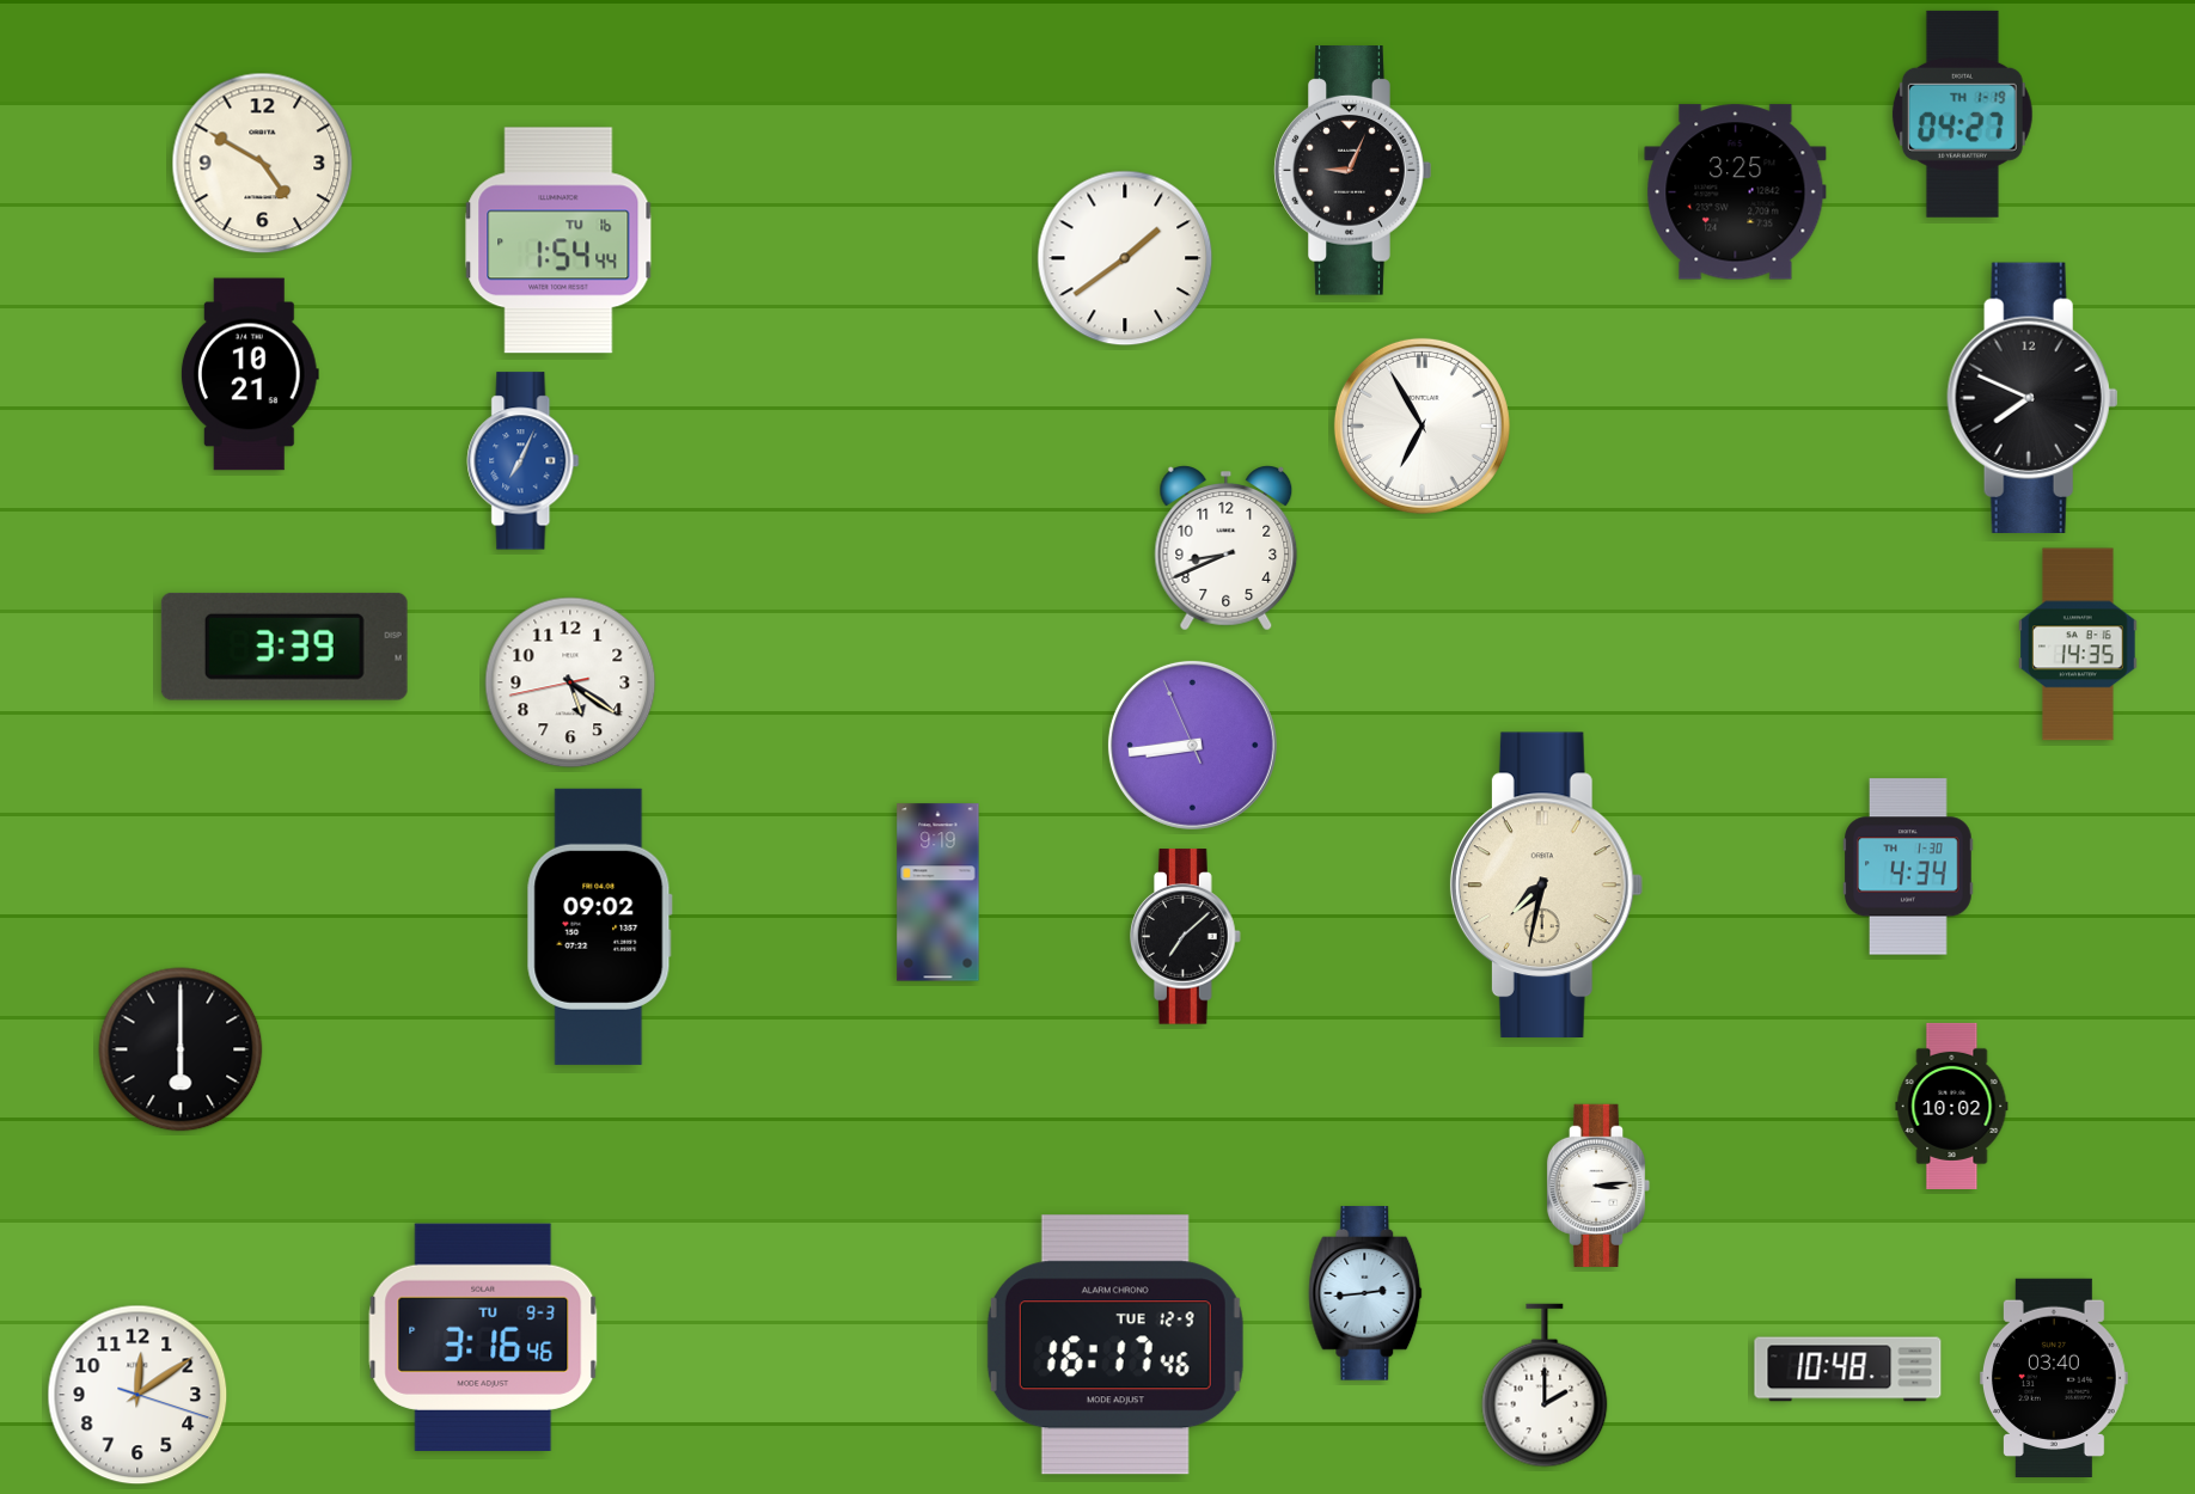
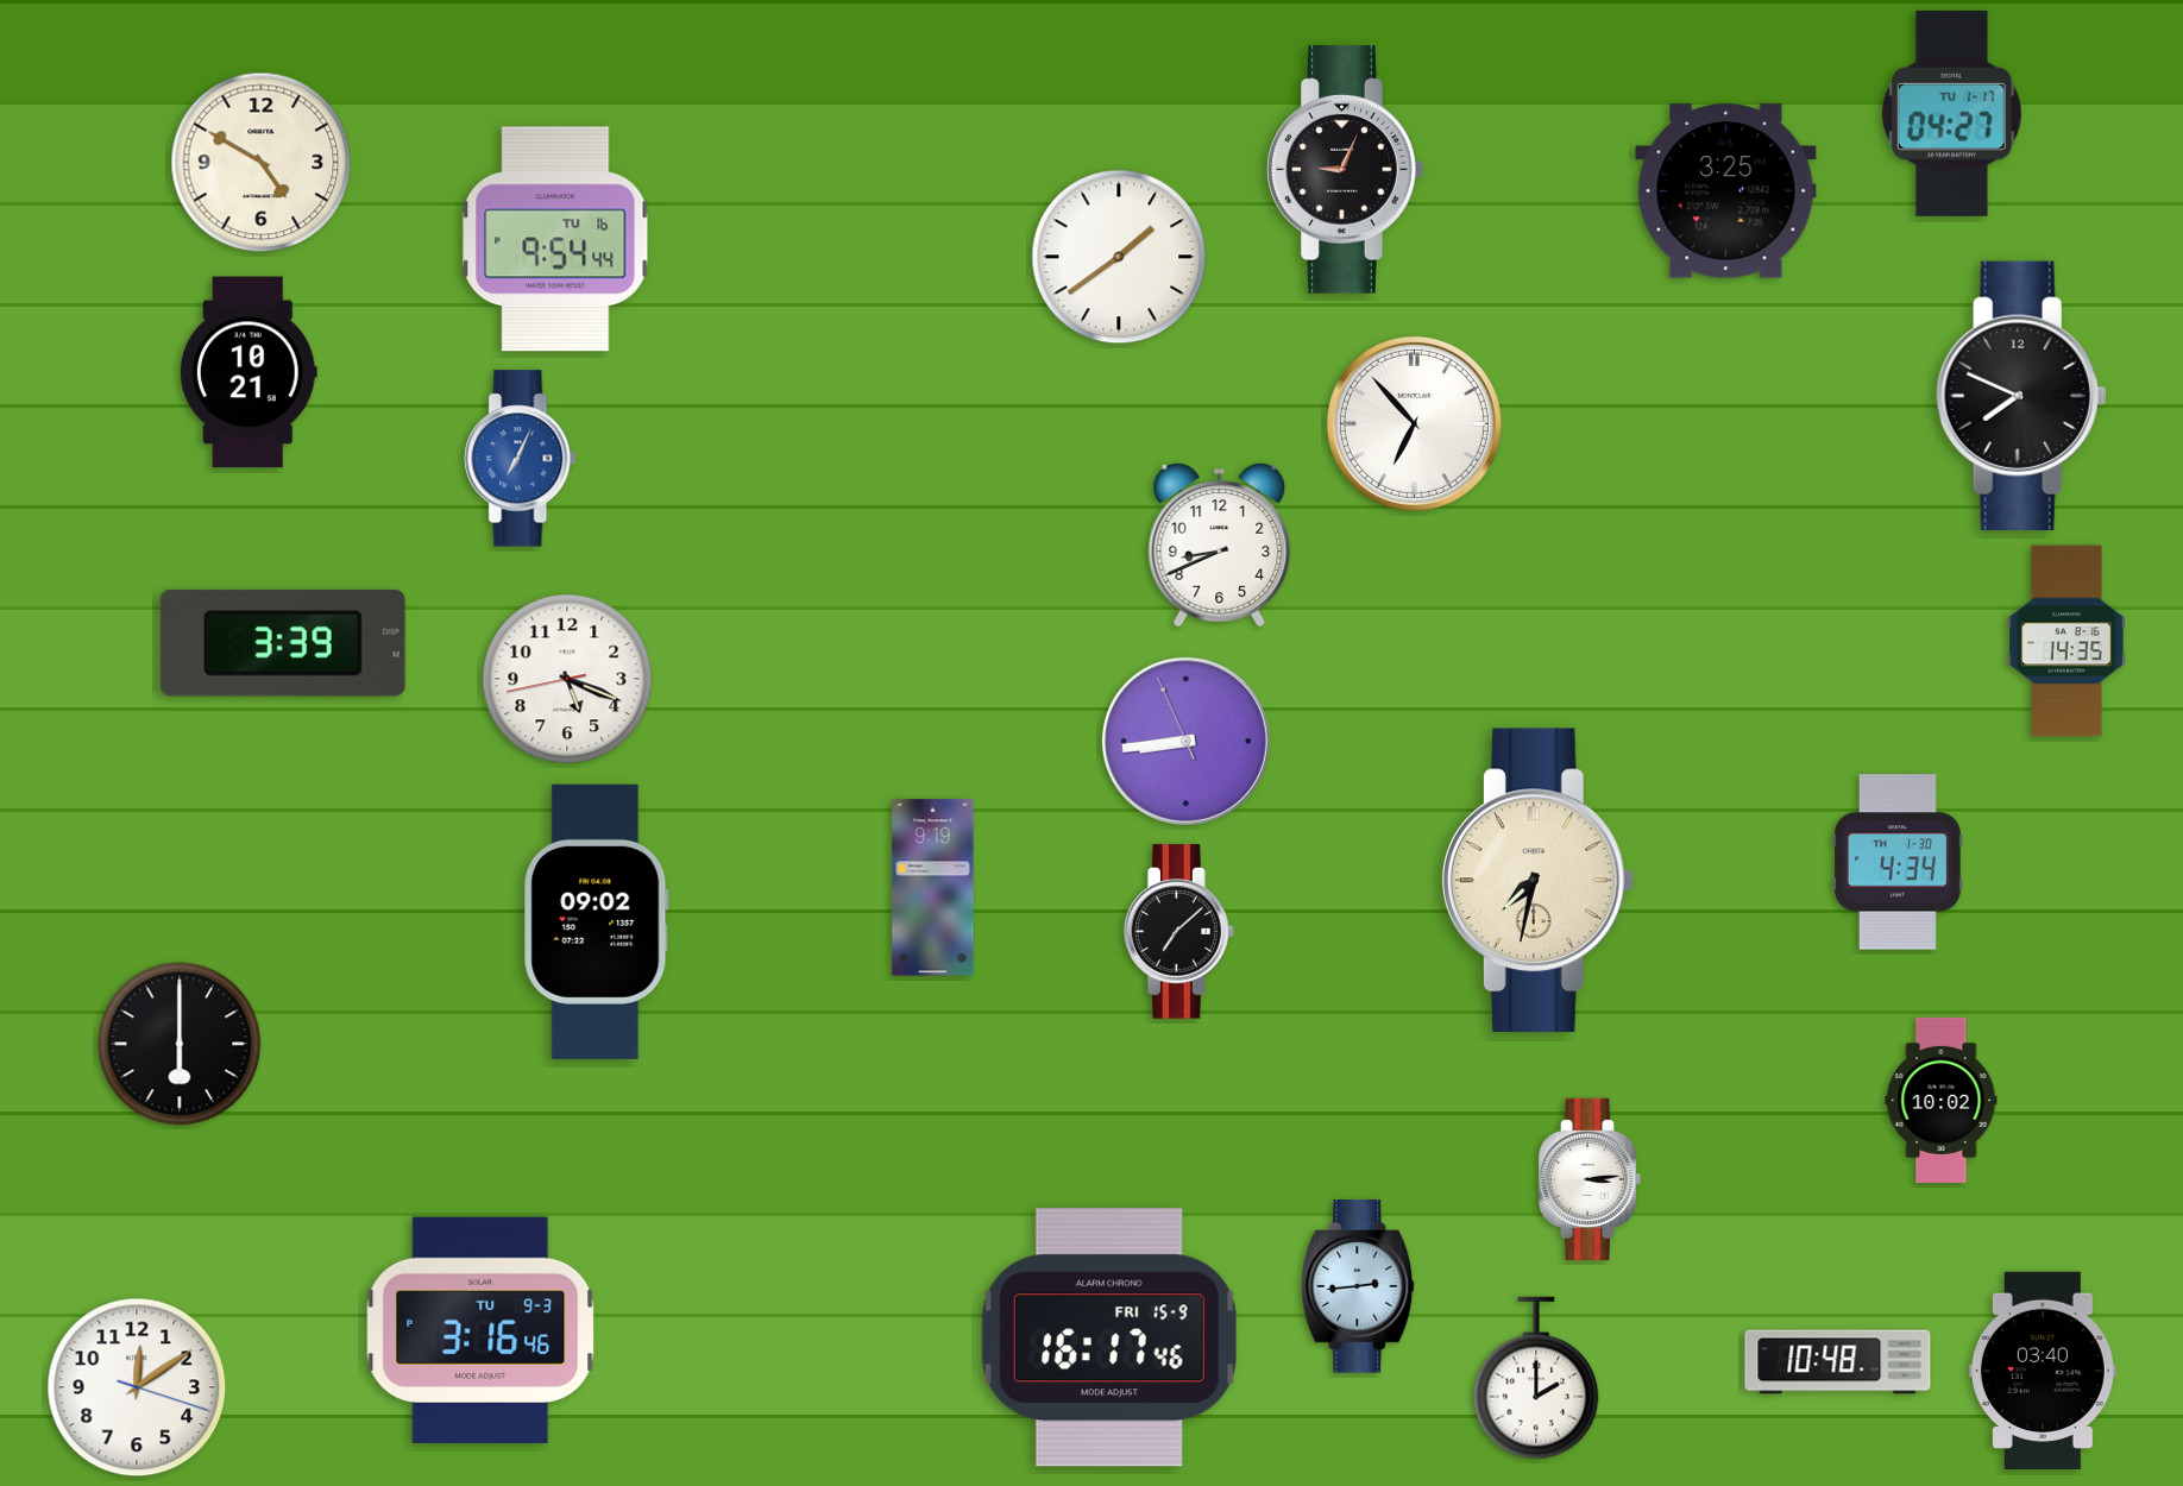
clock at (1962, 114) date: TH 1-19 -> TU 1-17
clock at (558, 240): 1:54 -> 9:54
clock at (1421, 425): 6:55 -> 6:53
clock at (570, 682): 5:20 -> 5:18
clock at (1115, 1345) date: TUE 12-9 -> FRI 15-9
